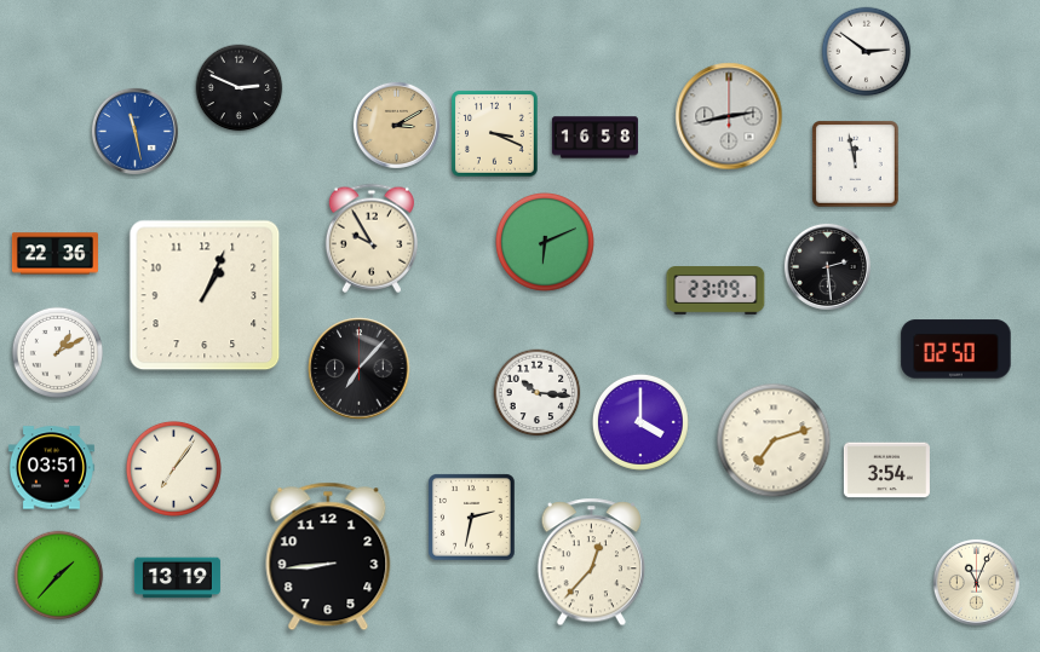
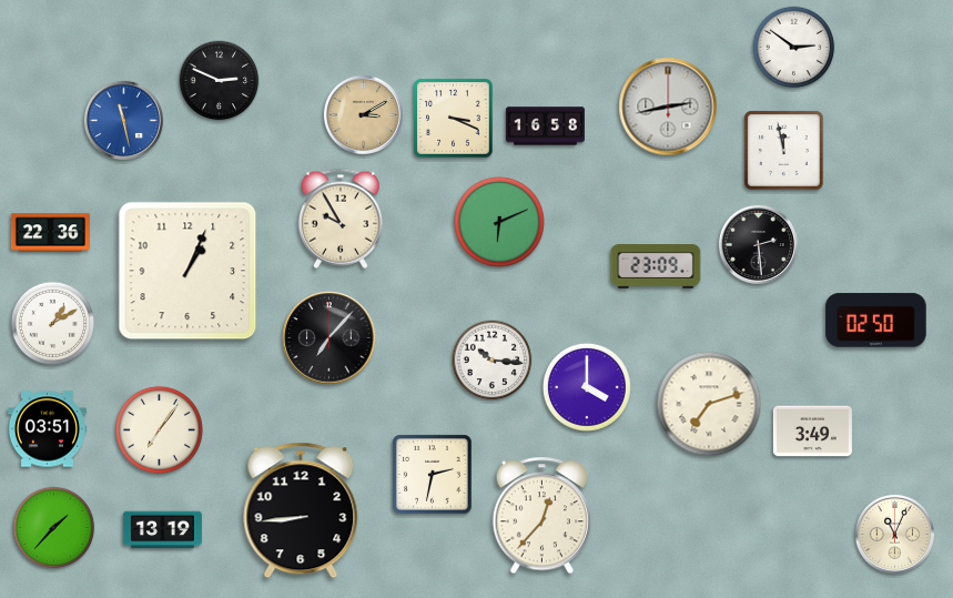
clock at (495, 134) position: (495, 134) -> (454, 119)
clock at (886, 471): 3:54 -> 3:49
